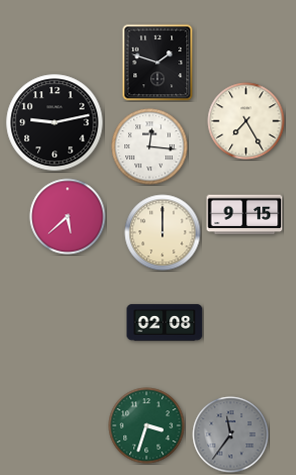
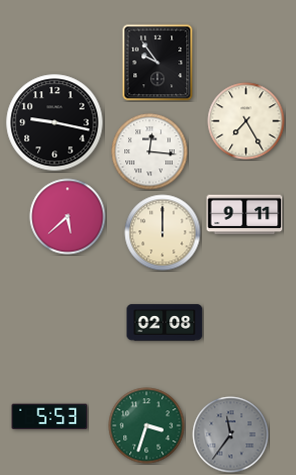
clock at (158, 63): 1:48 -> 9:54
clock at (55, 123): 9:13 -> 9:17
clock at (150, 147) position: (150, 147) -> (150, 152)
clock at (245, 215): 9:15 -> 9:11
clock at (50, 417): none -> 5:53
